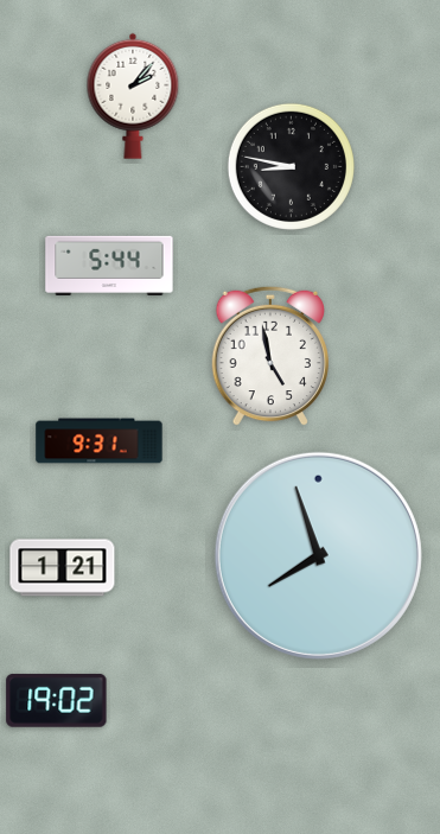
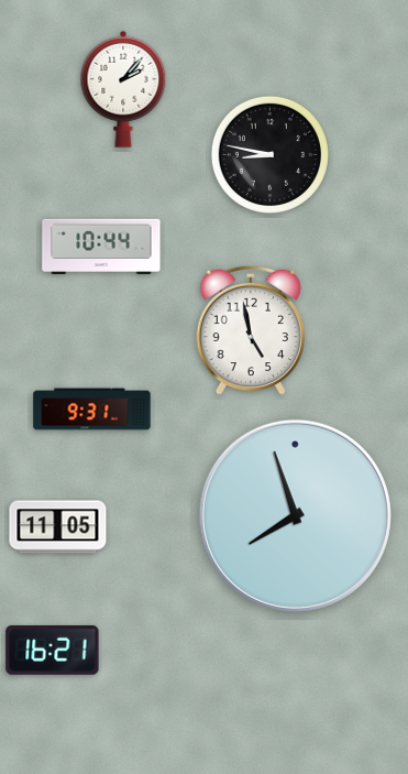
clock at (109, 265): 5:44 -> 10:44
clock at (63, 568): 1:21 -> 11:05
clock at (57, 700): 19:02 -> 16:21
